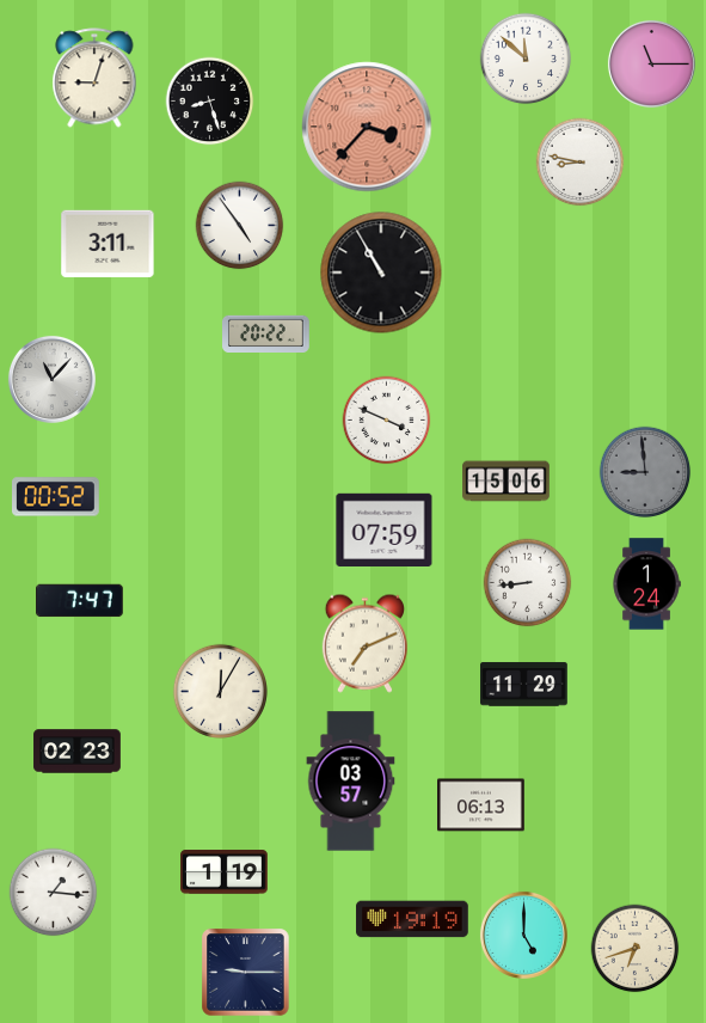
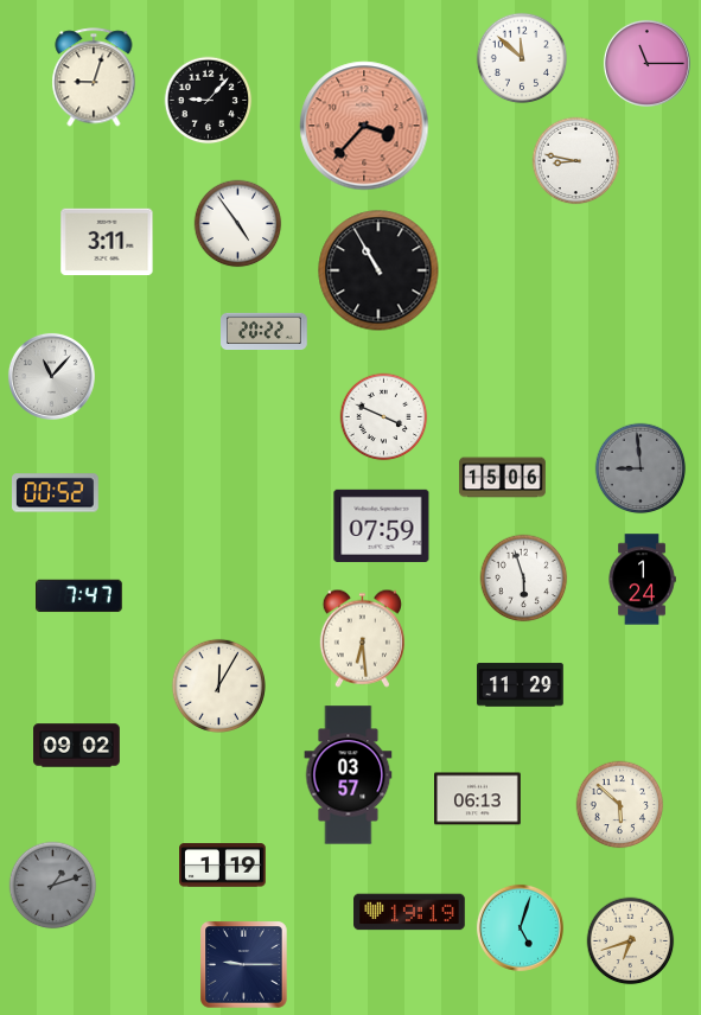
clock at (210, 102): 8:27 -> 9:07
clock at (528, 583): 8:44 -> 5:57
clock at (364, 643): 7:11 -> 6:29
clock at (524, 685) position: (524, 685) -> (521, 685)
clock at (78, 752): 02:23 -> 09:02
clock at (620, 805): none -> 5:52
clock at (54, 893): 1:16 -> 1:12
clock at (54, 893) dial: white -> grey
clock at (523, 935): 5:00 -> 5:03
